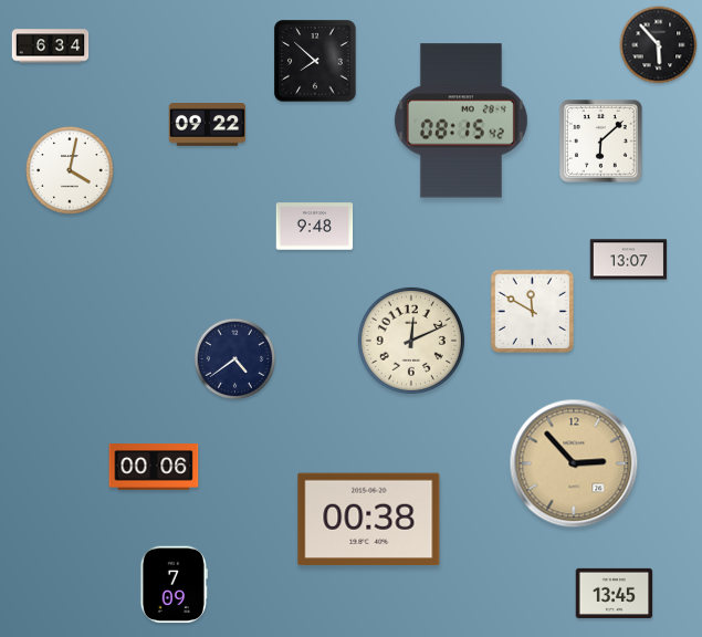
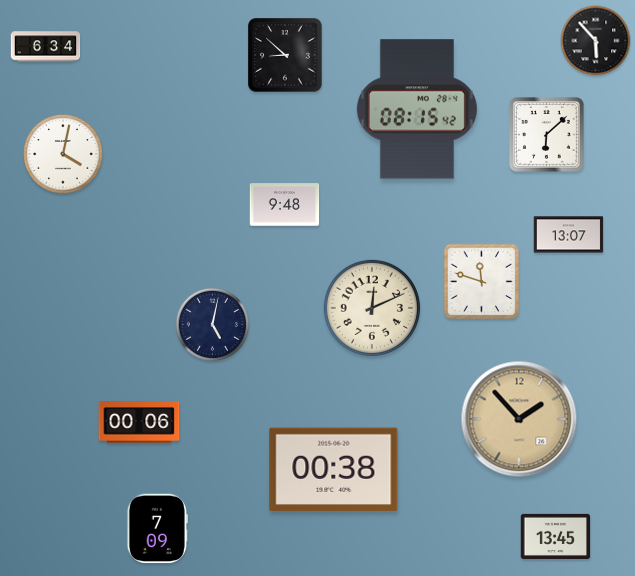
clock at (51, 46) position: (51, 46) -> (46, 47)
clock at (315, 61): 7:52 -> 8:52
clock at (208, 125): 09:22 -> none
clock at (601, 142) position: (601, 142) -> (547, 135)
clock at (532, 311): 11:50 -> 11:48
clock at (235, 359): 4:39 -> 5:02
clock at (574, 463): 2:53 -> 1:53
